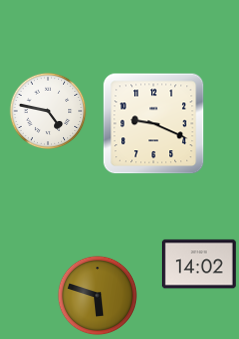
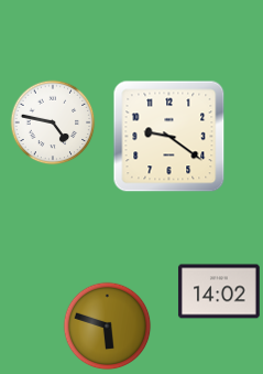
clock at (154, 124): 9:19 -> 9:21
